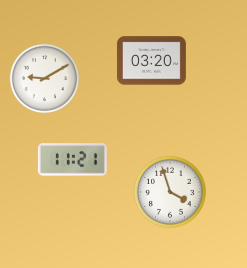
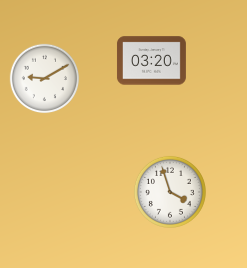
clock at (72, 160): 11:21 -> none
